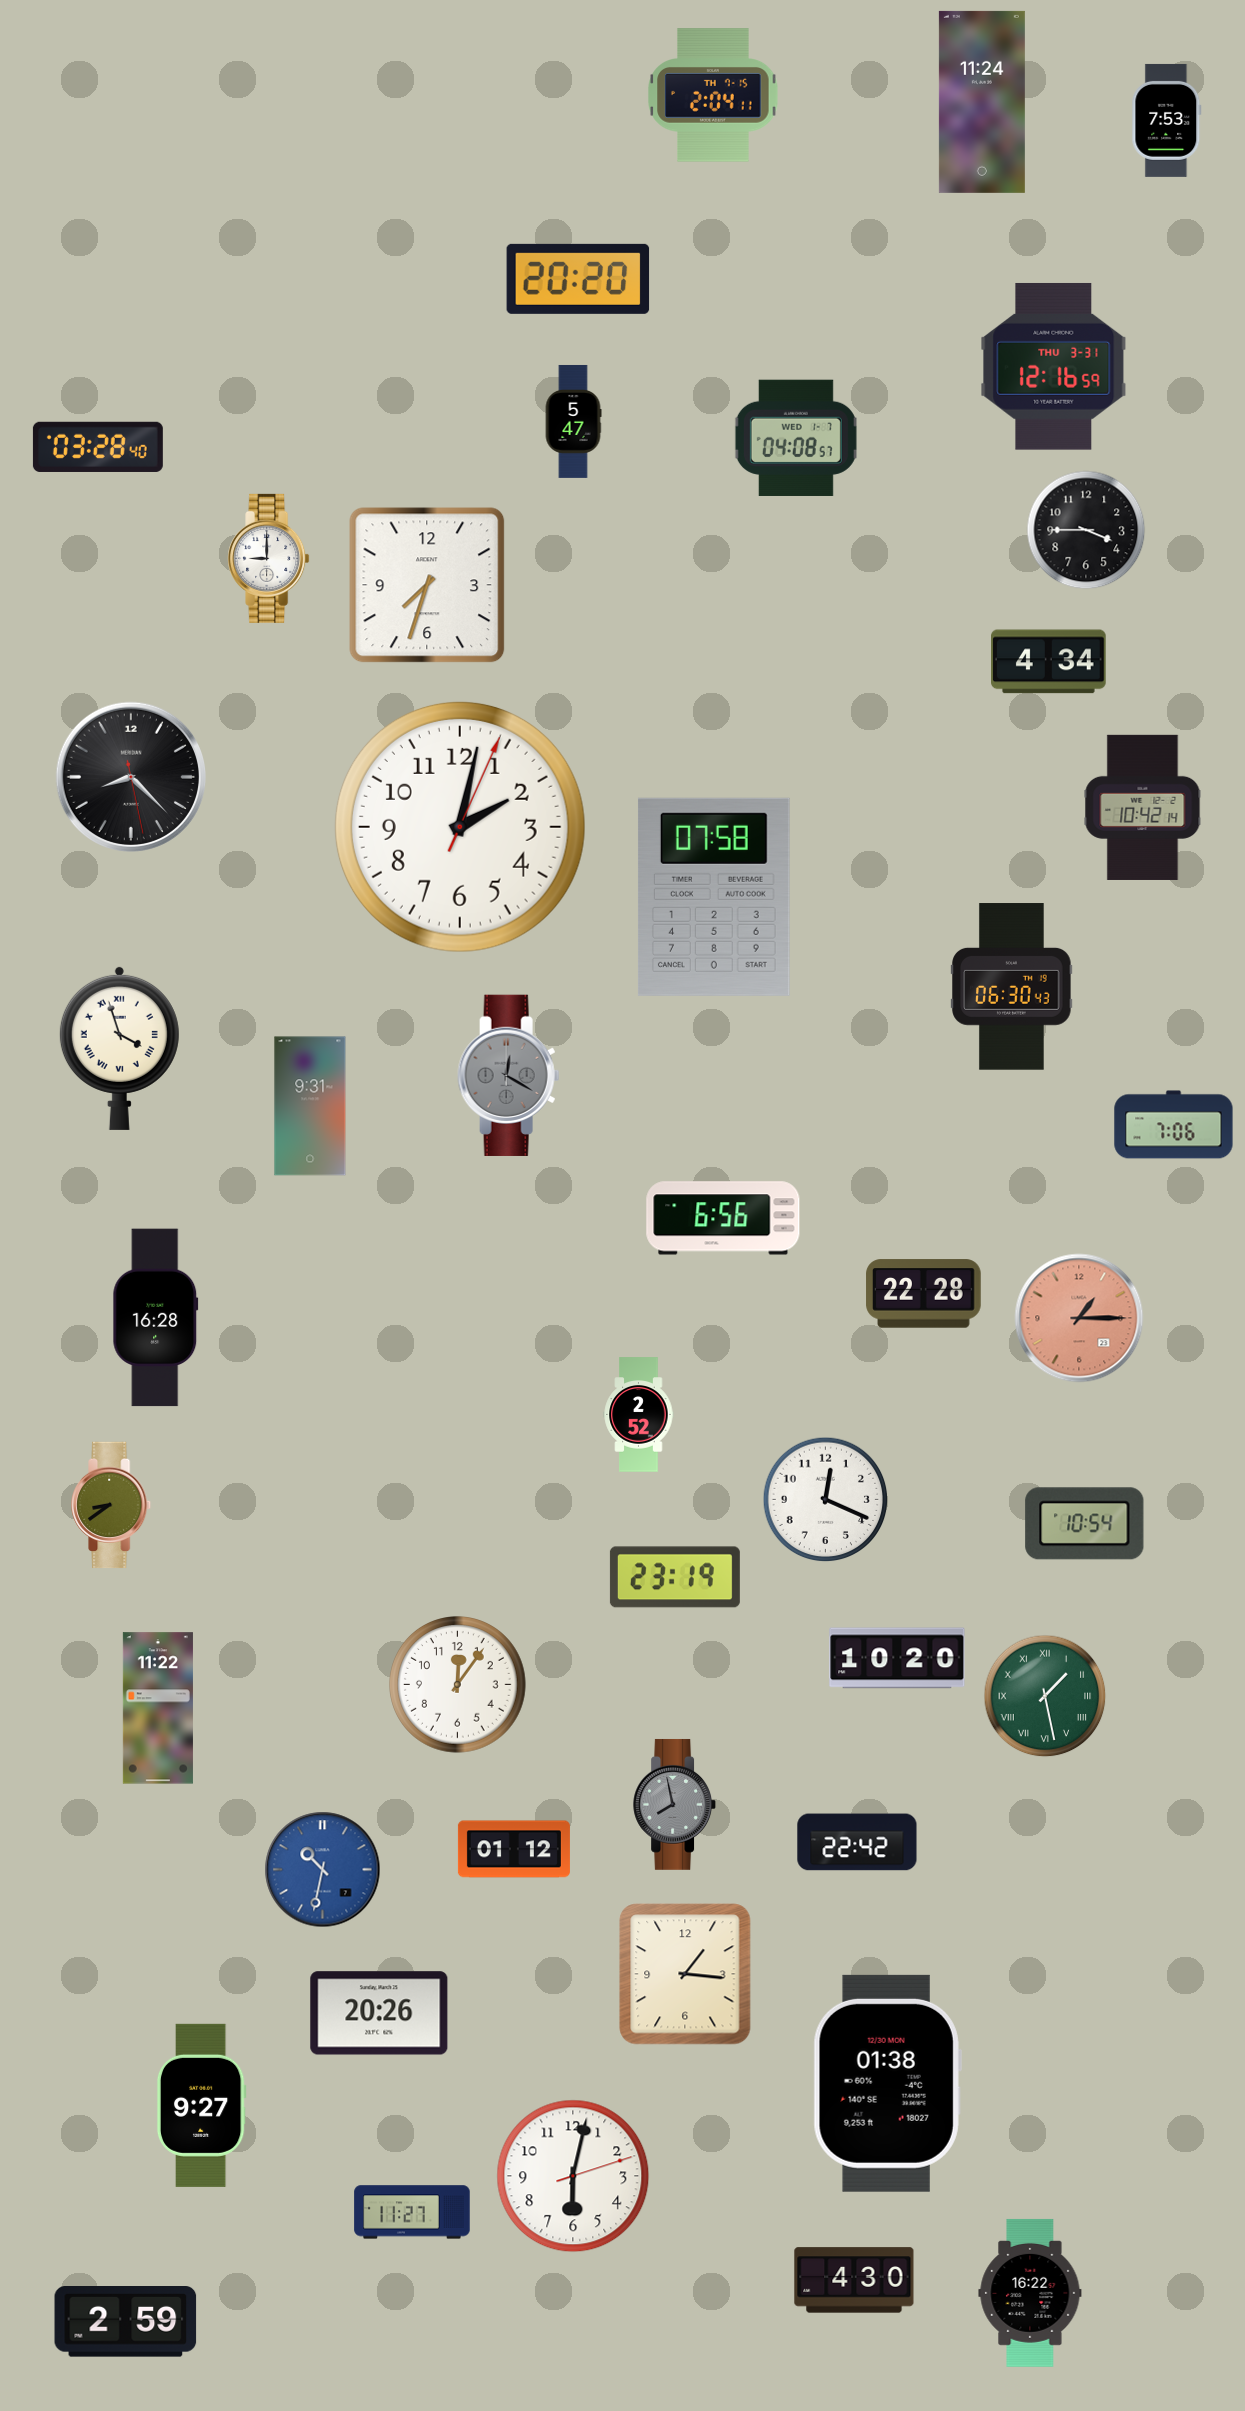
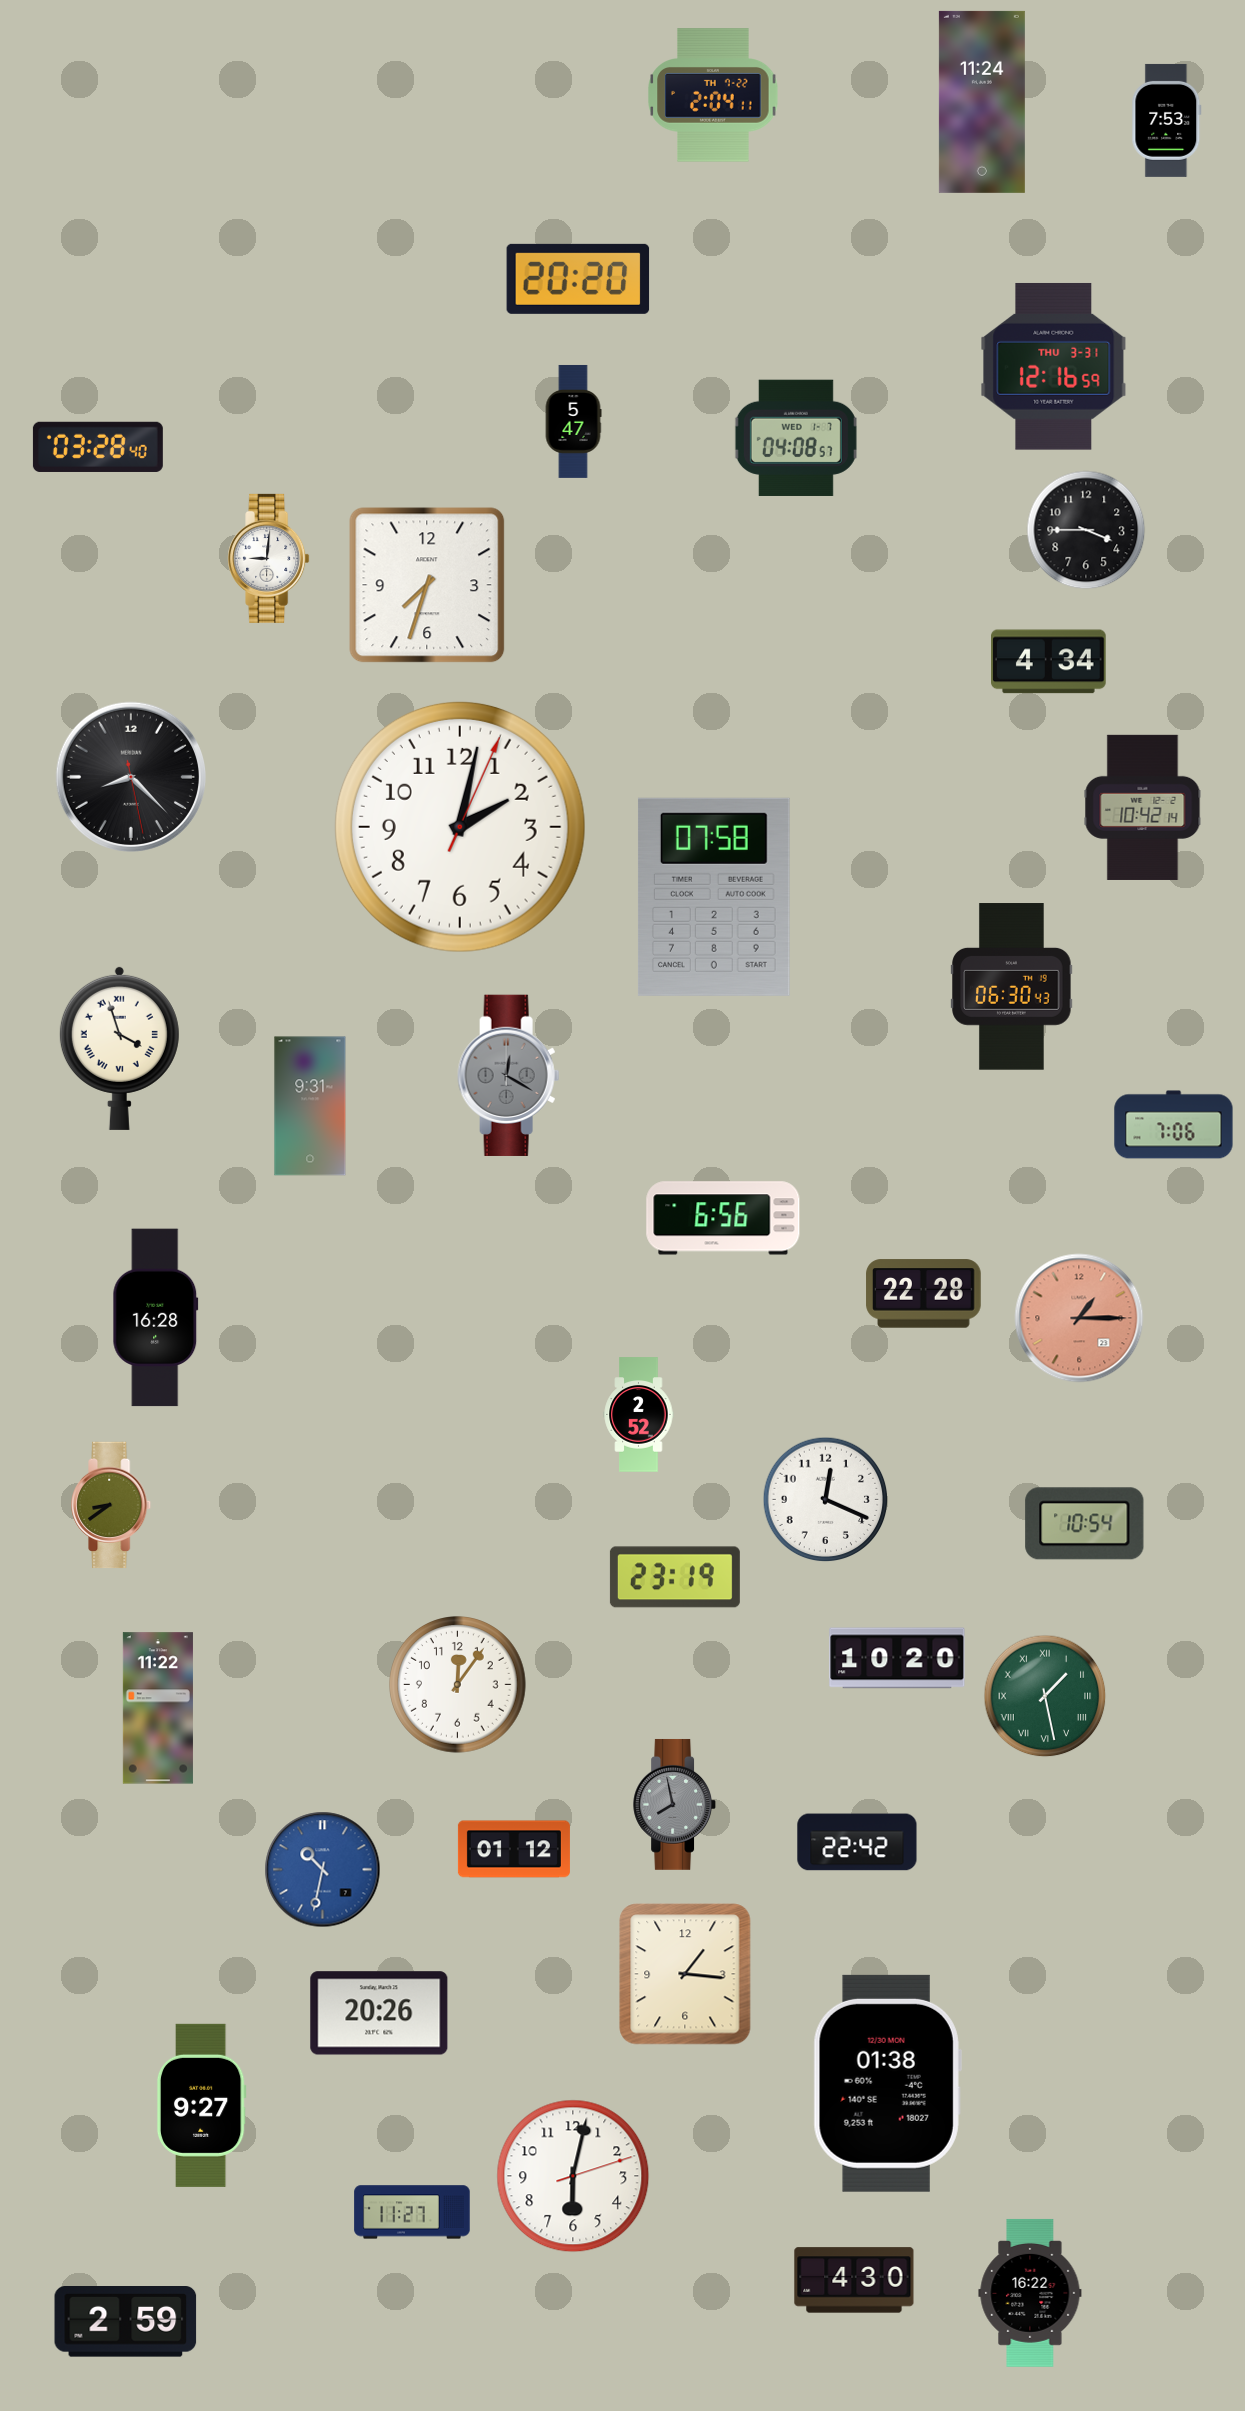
clock at (713, 95) date: TH 7-15 -> TH 7-22
clock at (269, 558): 9:00 -> 9:01
